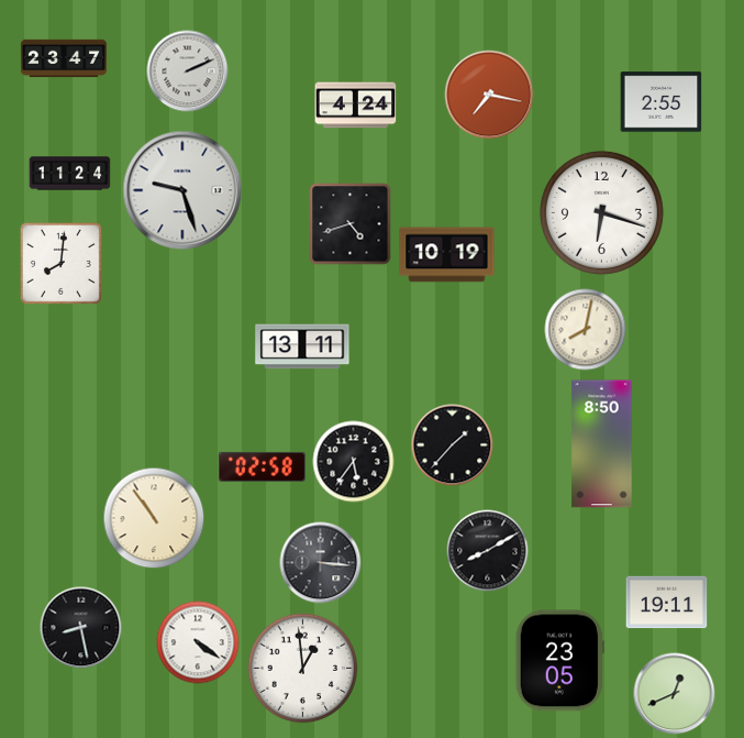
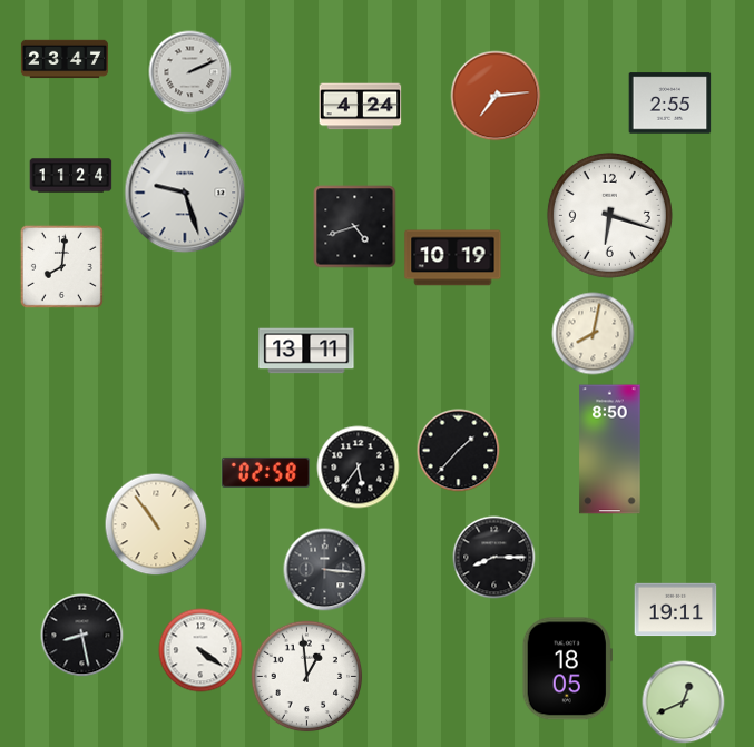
clock at (489, 95): 7:17 -> 7:14
clock at (488, 551): 8:10 -> 8:15
clock at (559, 661): 23:05 -> 18:05
